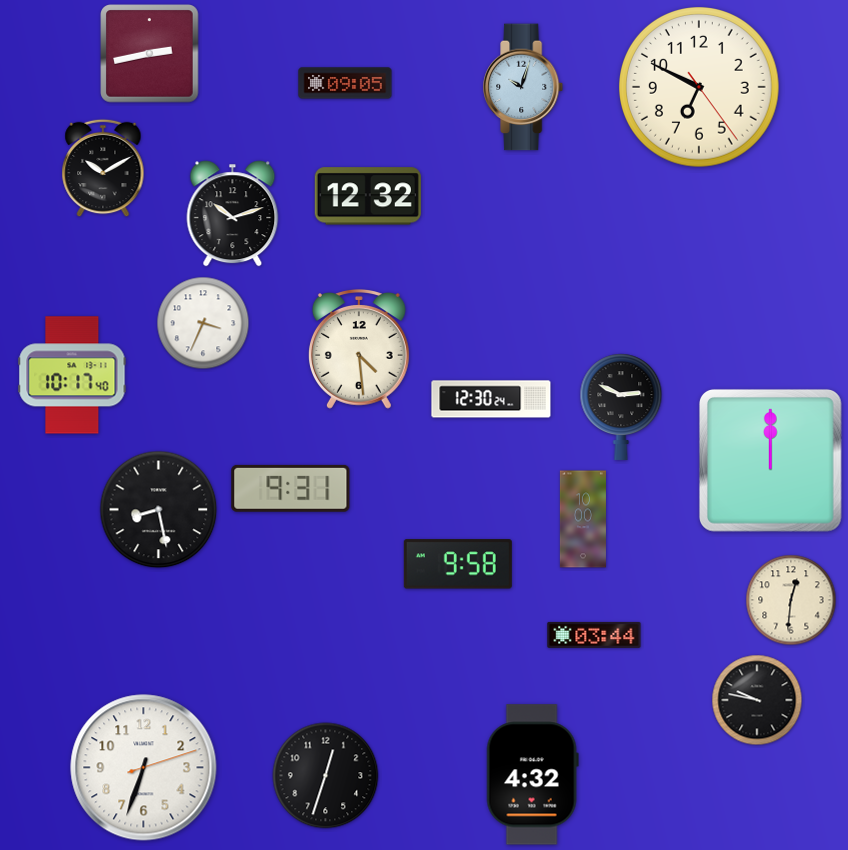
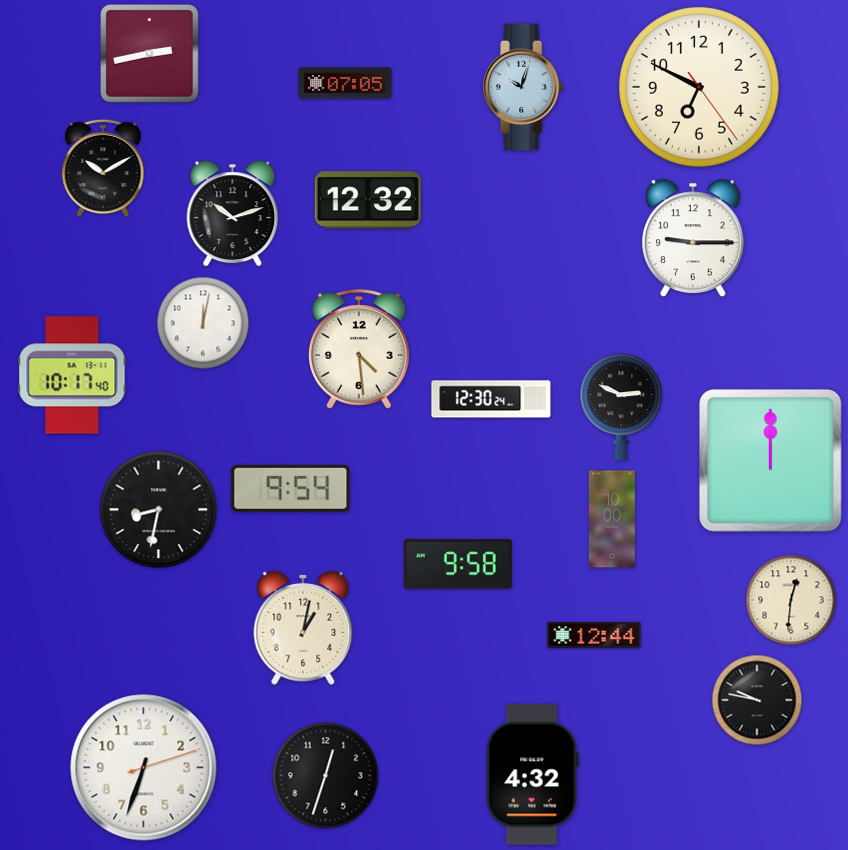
clock at (345, 83): 09:05 -> 07:05
clock at (368, 196) position: (368, 196) -> (368, 200)
clock at (694, 237): none -> 9:15
clock at (203, 323): 3:34 -> 12:02
clock at (291, 488): 9:31 -> 9:54
clock at (159, 510): 8:28 -> 8:32
clock at (583, 519) position: (583, 519) -> (612, 519)
clock at (303, 628): none -> 1:02
clock at (594, 635): 03:44 -> 12:44
